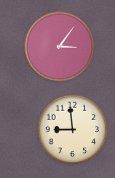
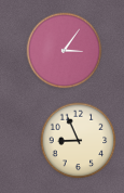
clock at (73, 130): 8:59 -> 8:56
